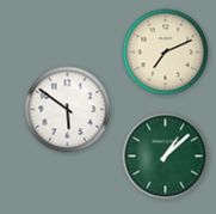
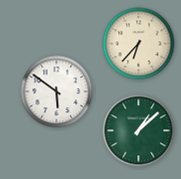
clock at (166, 53): 7:11 -> 6:37
